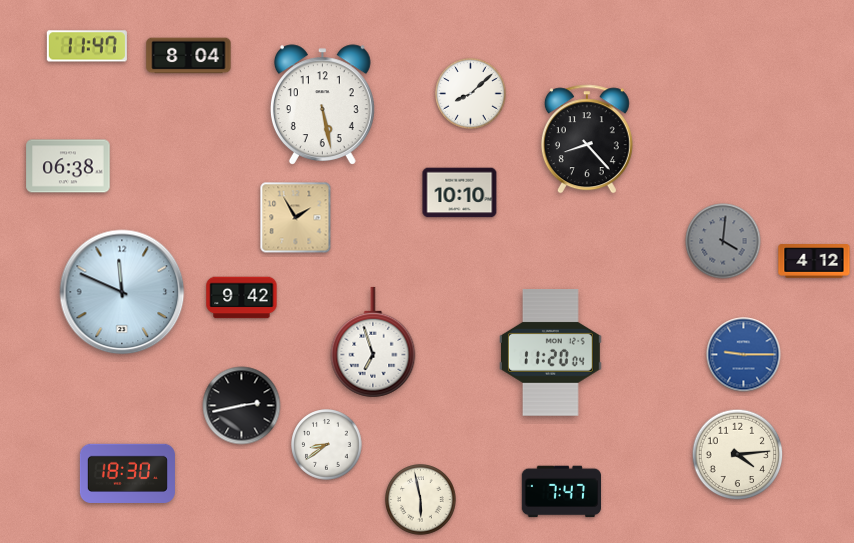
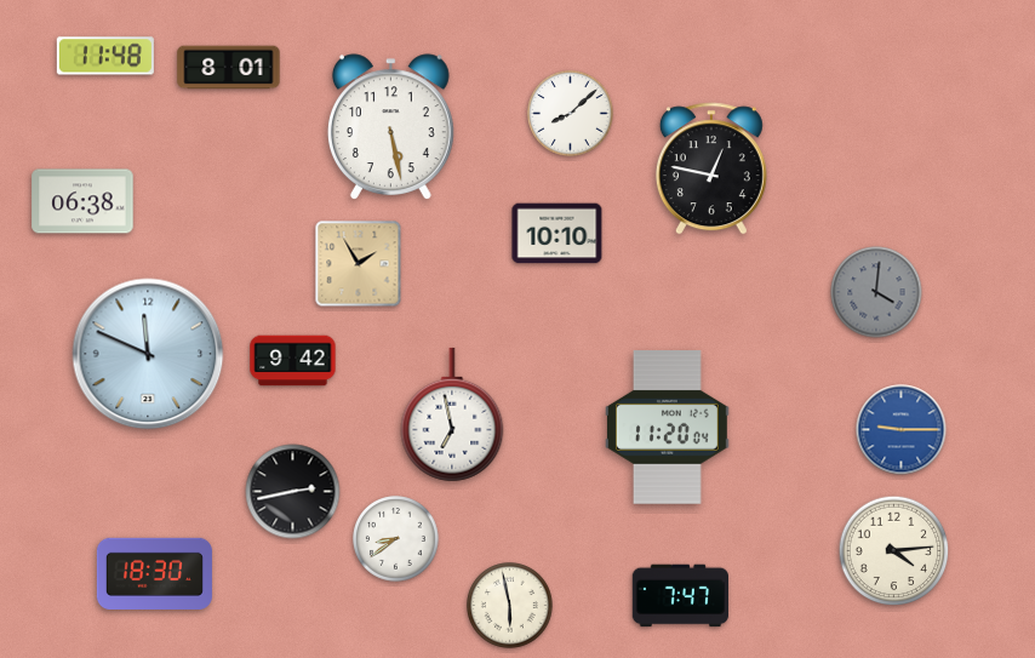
clock at (87, 46): 11:47 -> 11:48
clock at (189, 56): 8:04 -> 8:01
clock at (587, 139): 8:23 -> 12:47
clock at (814, 261): 4:12 -> none
clock at (373, 342): 6:57 -> 6:58
